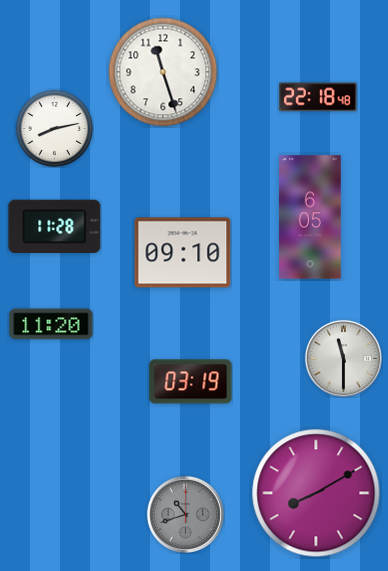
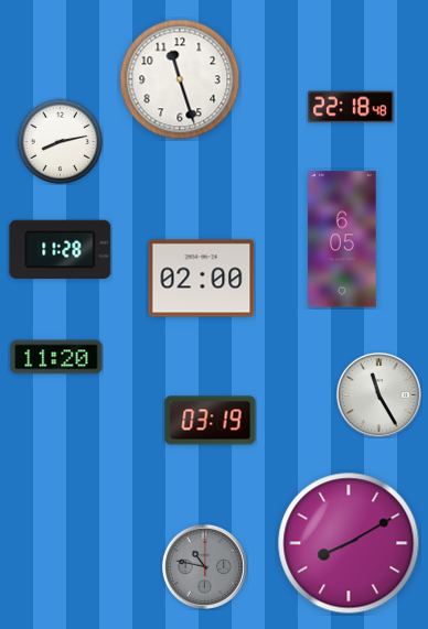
clock at (183, 253): 09:10 -> 02:00
clock at (343, 358): 11:30 -> 11:25
clock at (185, 514): 10:42 -> 10:47
